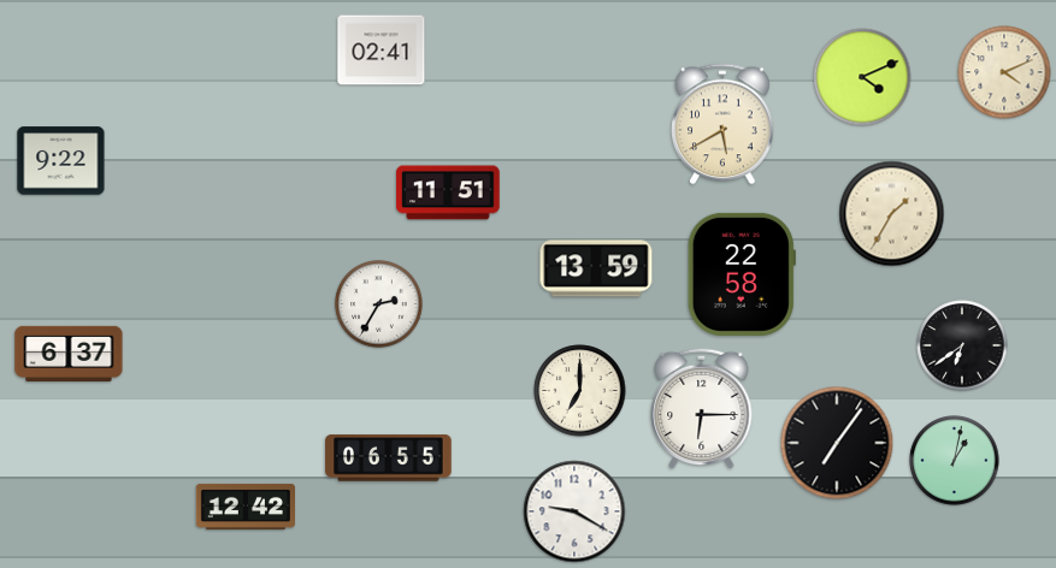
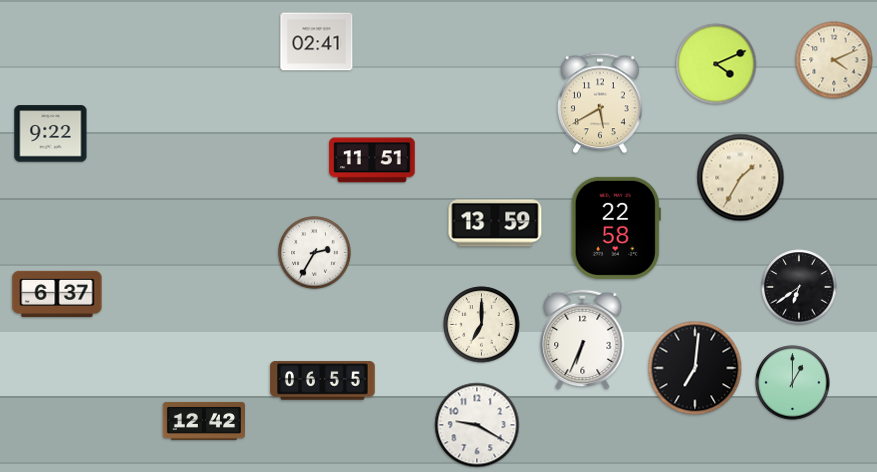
clock at (702, 408): 6:15 -> 6:34
clock at (837, 443): 7:06 -> 7:01
clock at (955, 461): 1:02 -> 1:00
